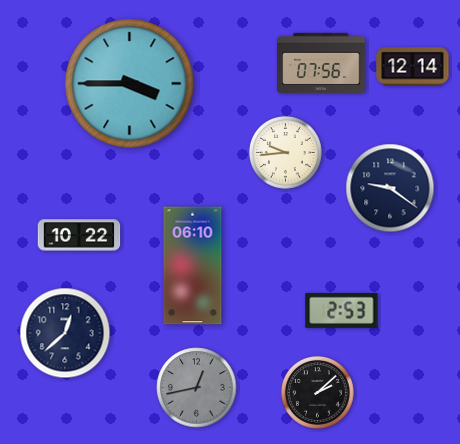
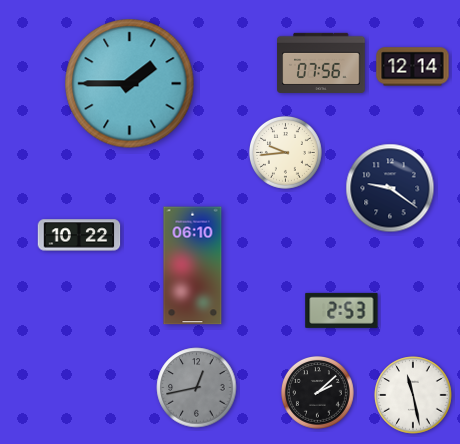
clock at (130, 84): 3:45 -> 1:45
clock at (65, 333): 12:38 -> none
clock at (413, 395): none -> 11:28
